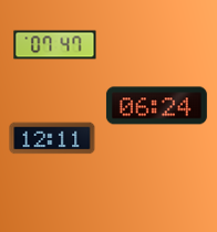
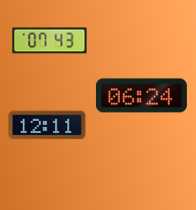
clock at (55, 45): 07:47 -> 07:43
